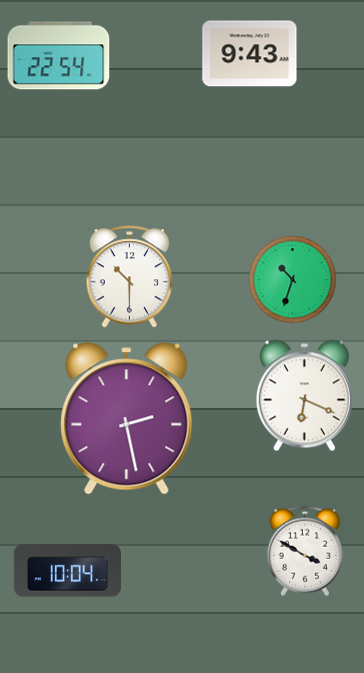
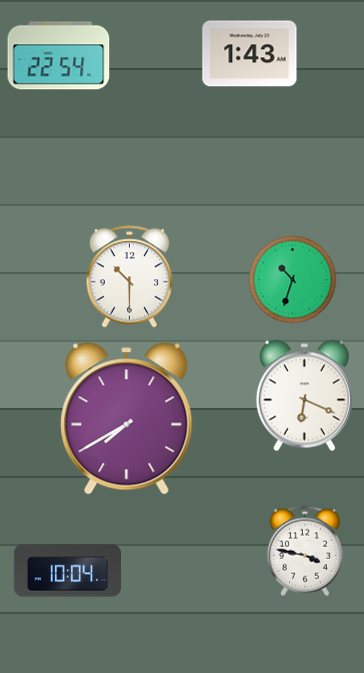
clock at (250, 54): 9:43 -> 1:43
clock at (127, 419): 2:28 -> 7:40
clock at (305, 551): 3:50 -> 3:47
